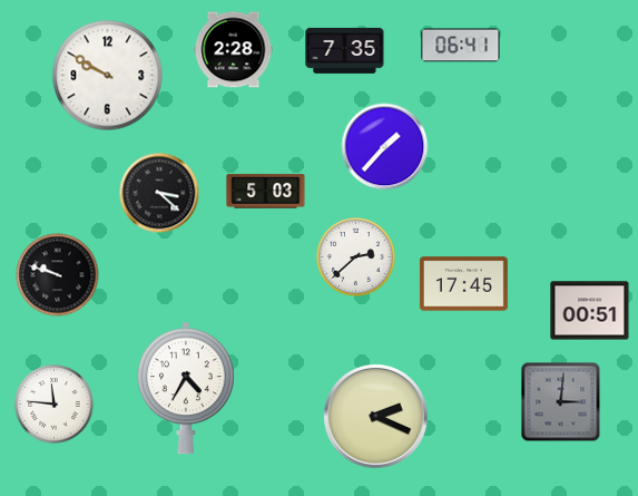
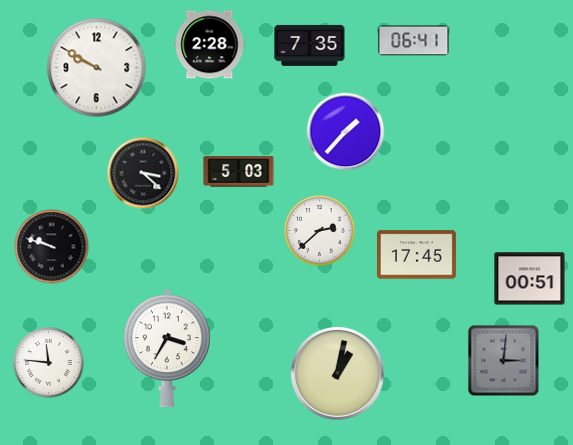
clock at (186, 388): 4:35 -> 3:35
clock at (375, 416): 2:19 -> 1:02
